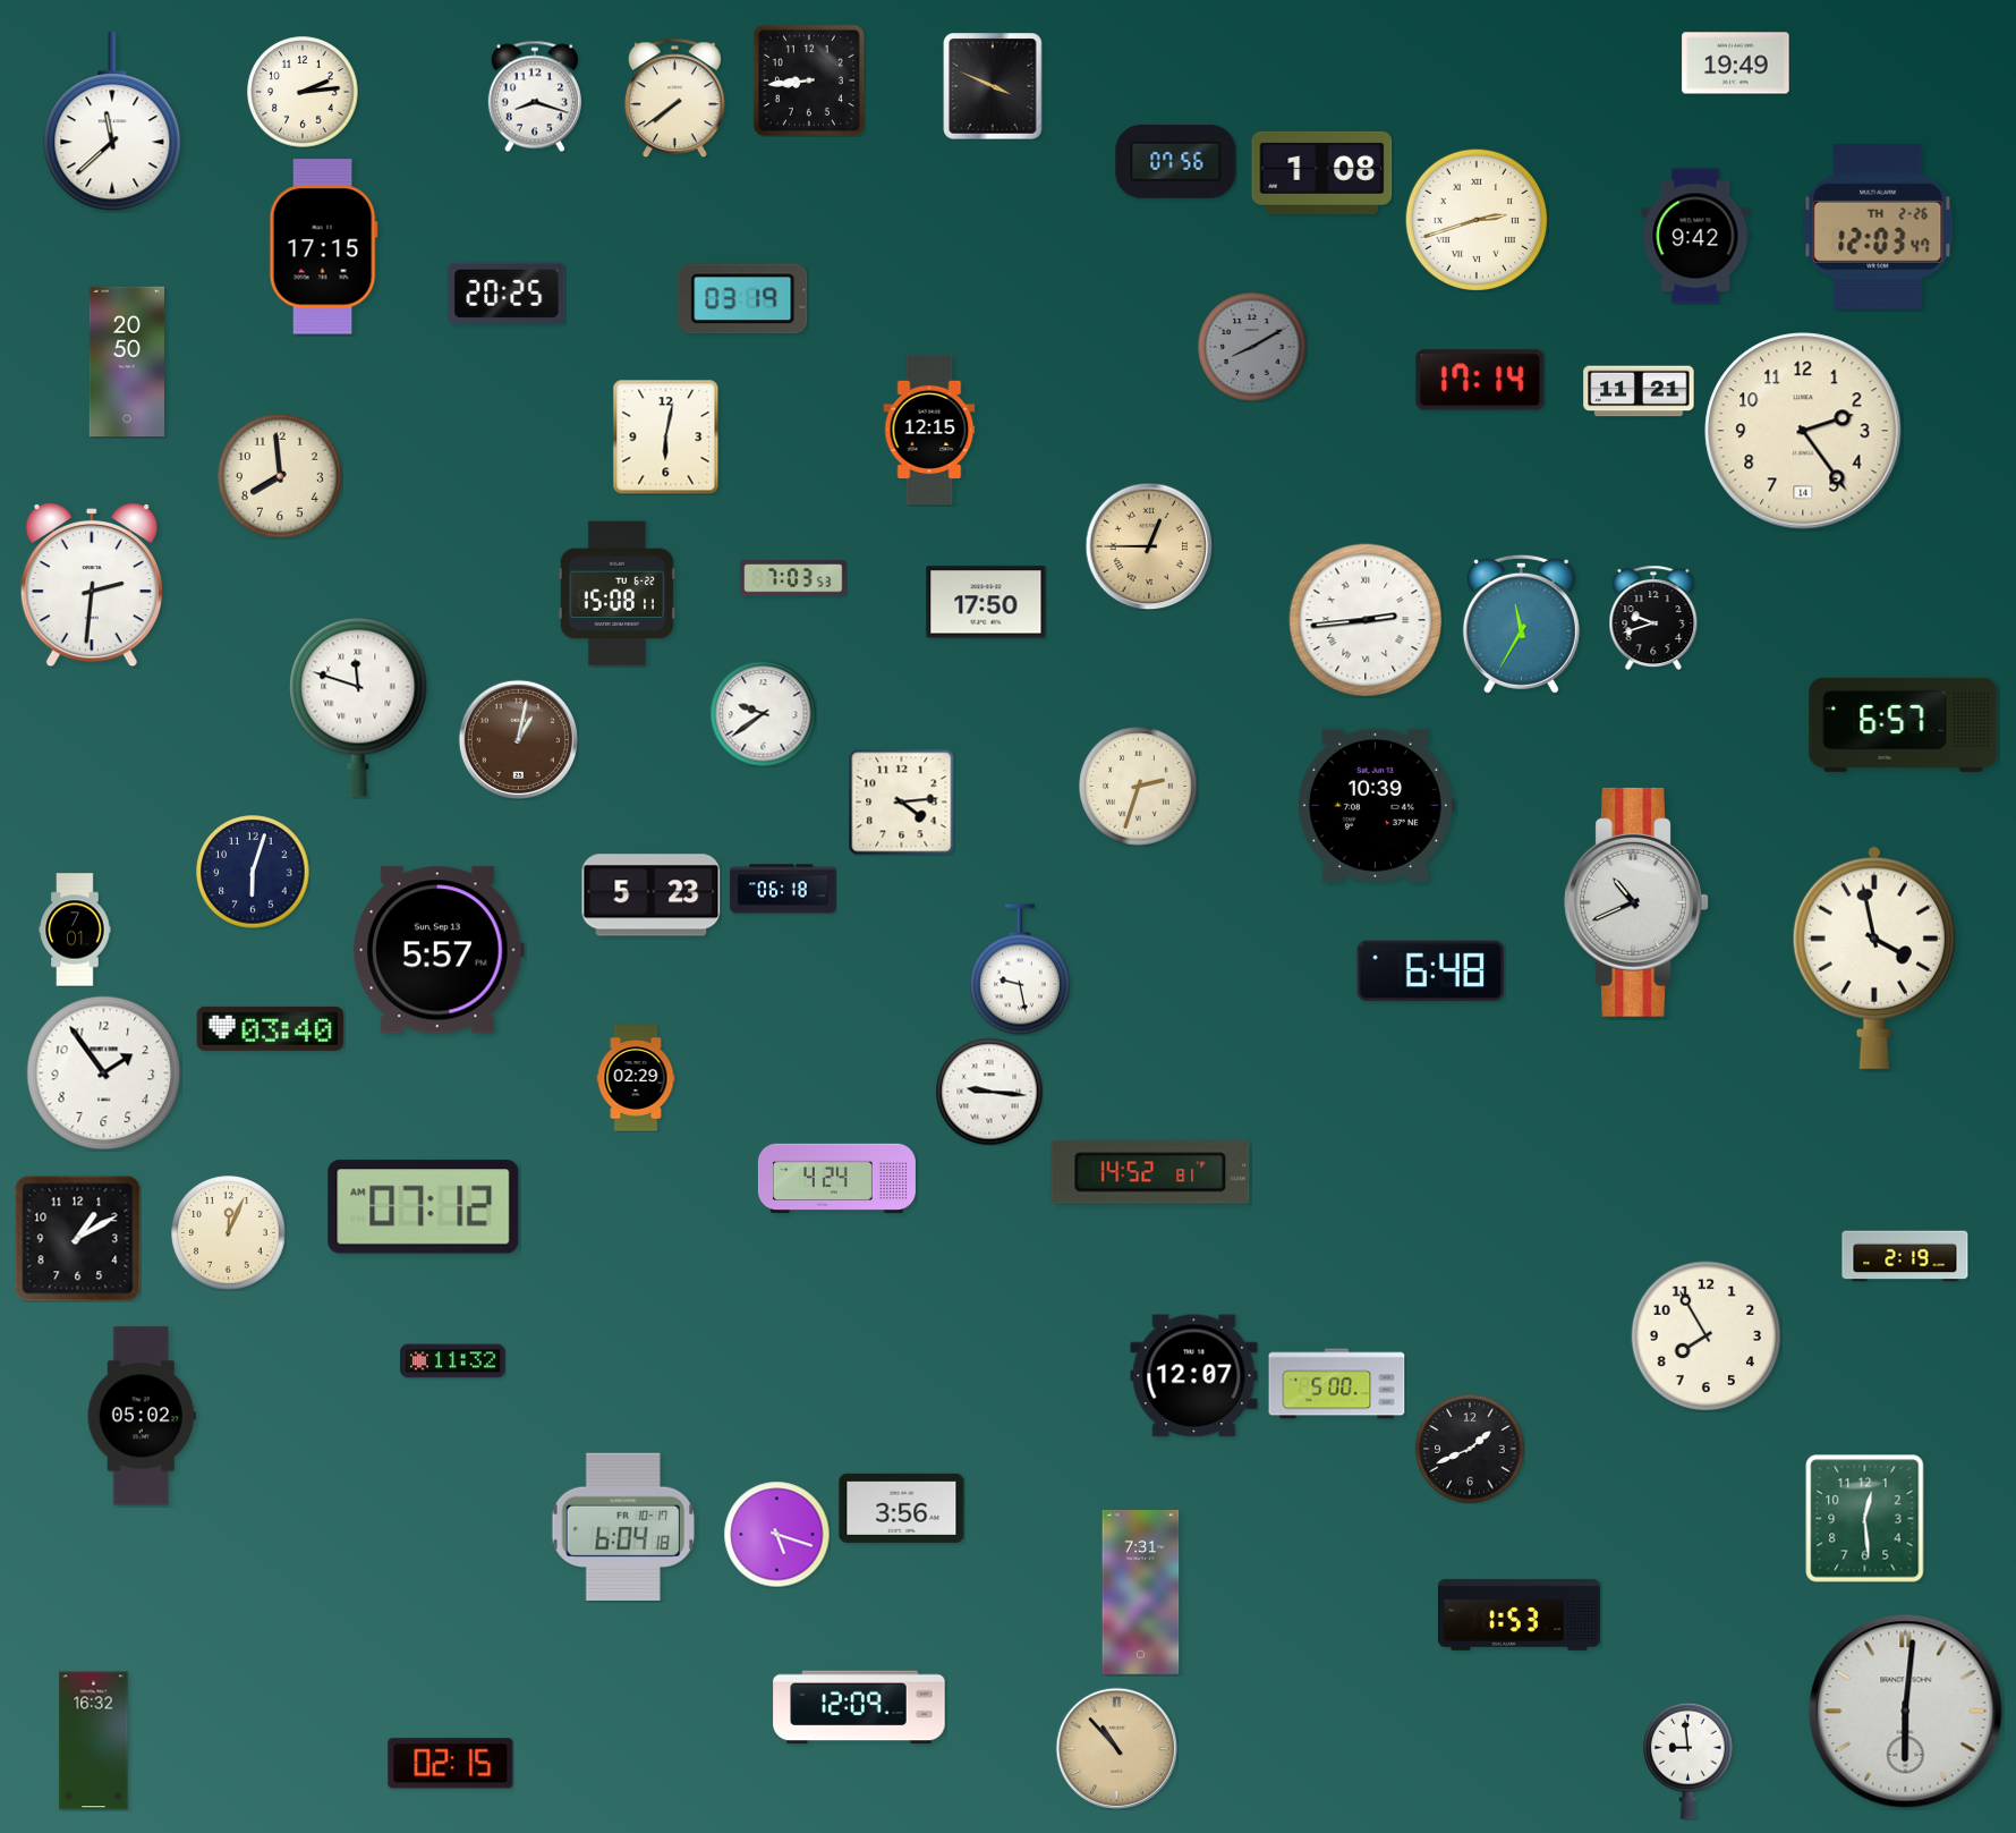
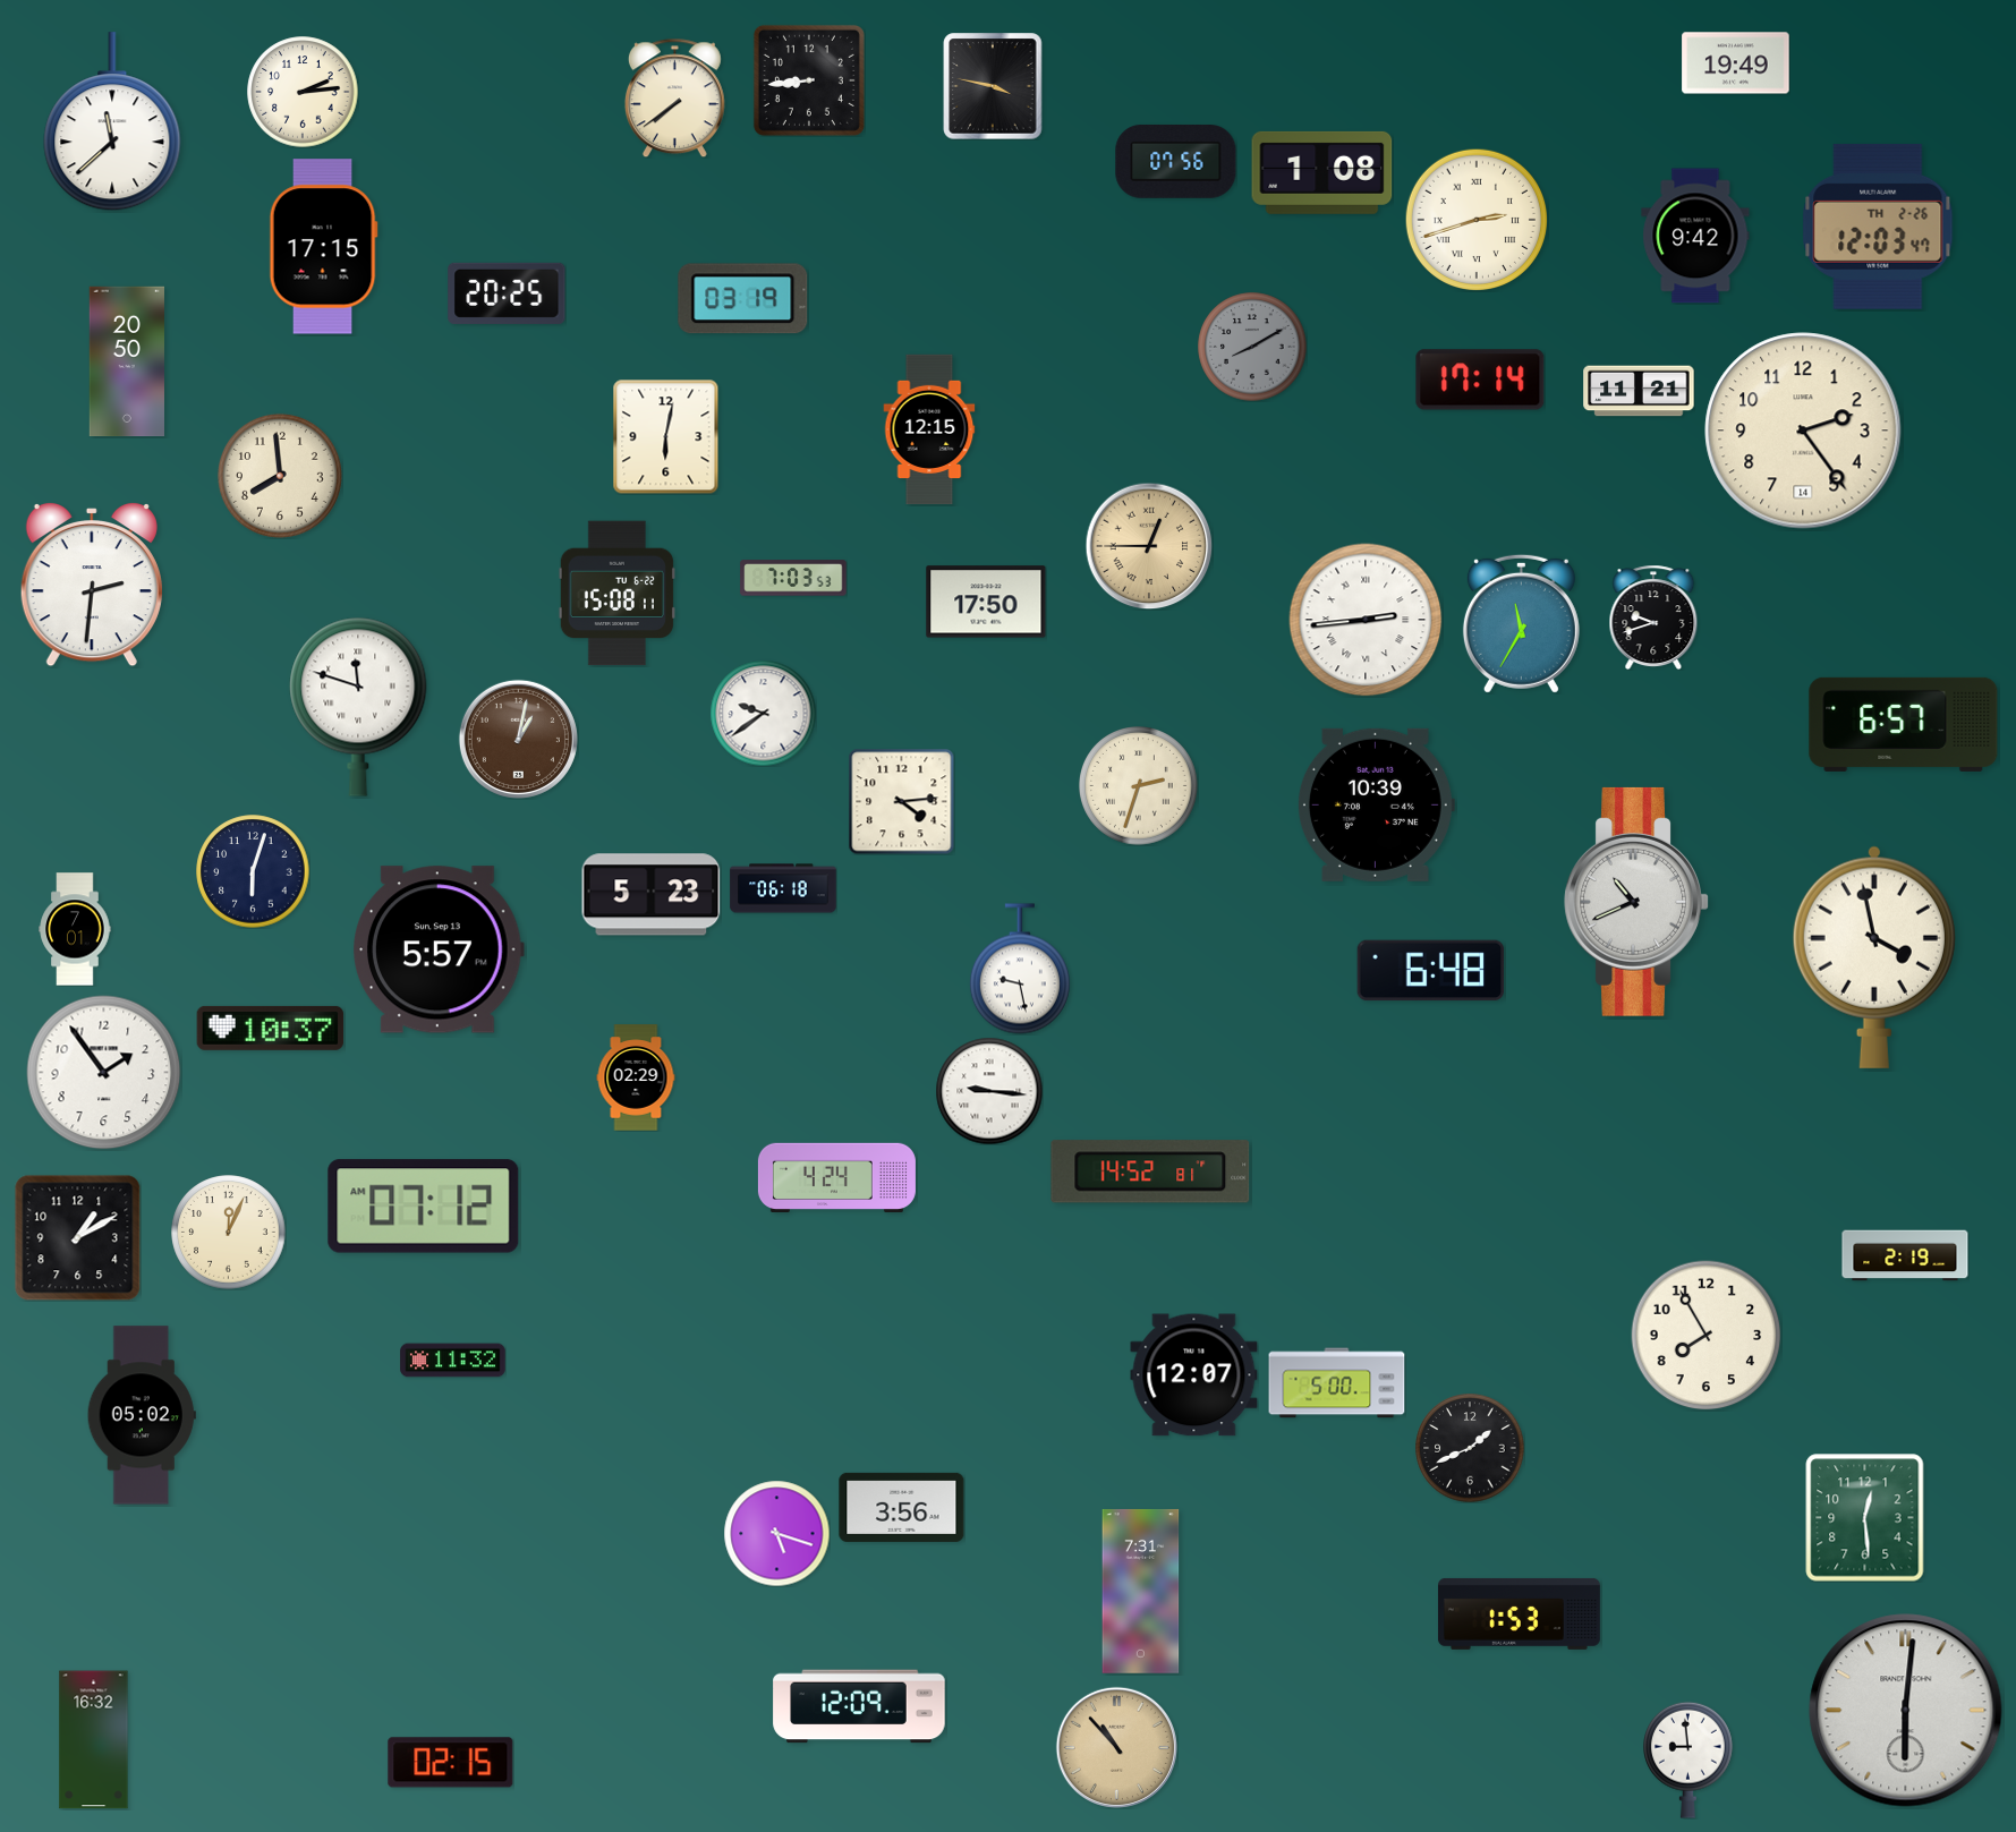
clock at (993, 86): 3:49 -> 3:47
clock at (535, 96): 8:18 -> none
clock at (271, 1028): 03:40 -> 10:37
clock at (622, 1526): 6:04 -> none
